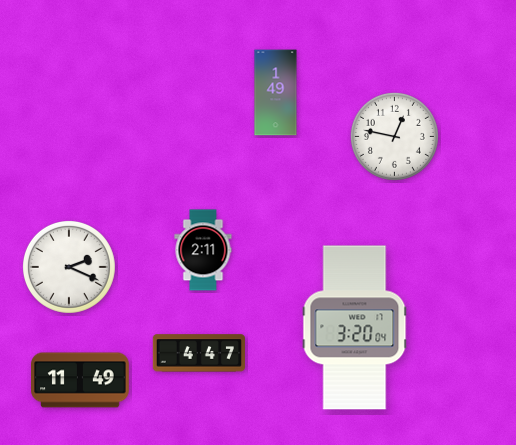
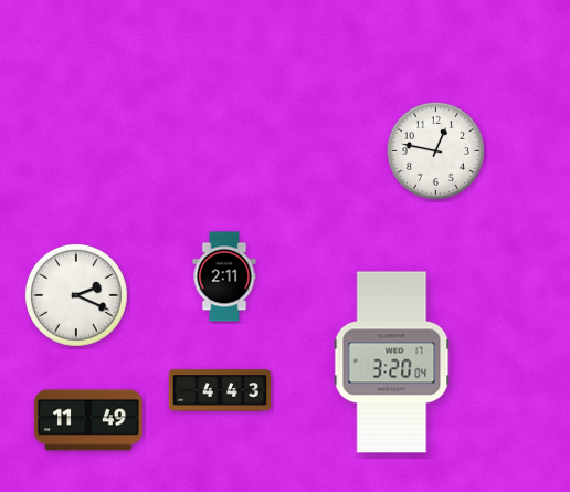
clock at (276, 93): 1:49 -> none
clock at (199, 353): 4:47 -> 4:43
